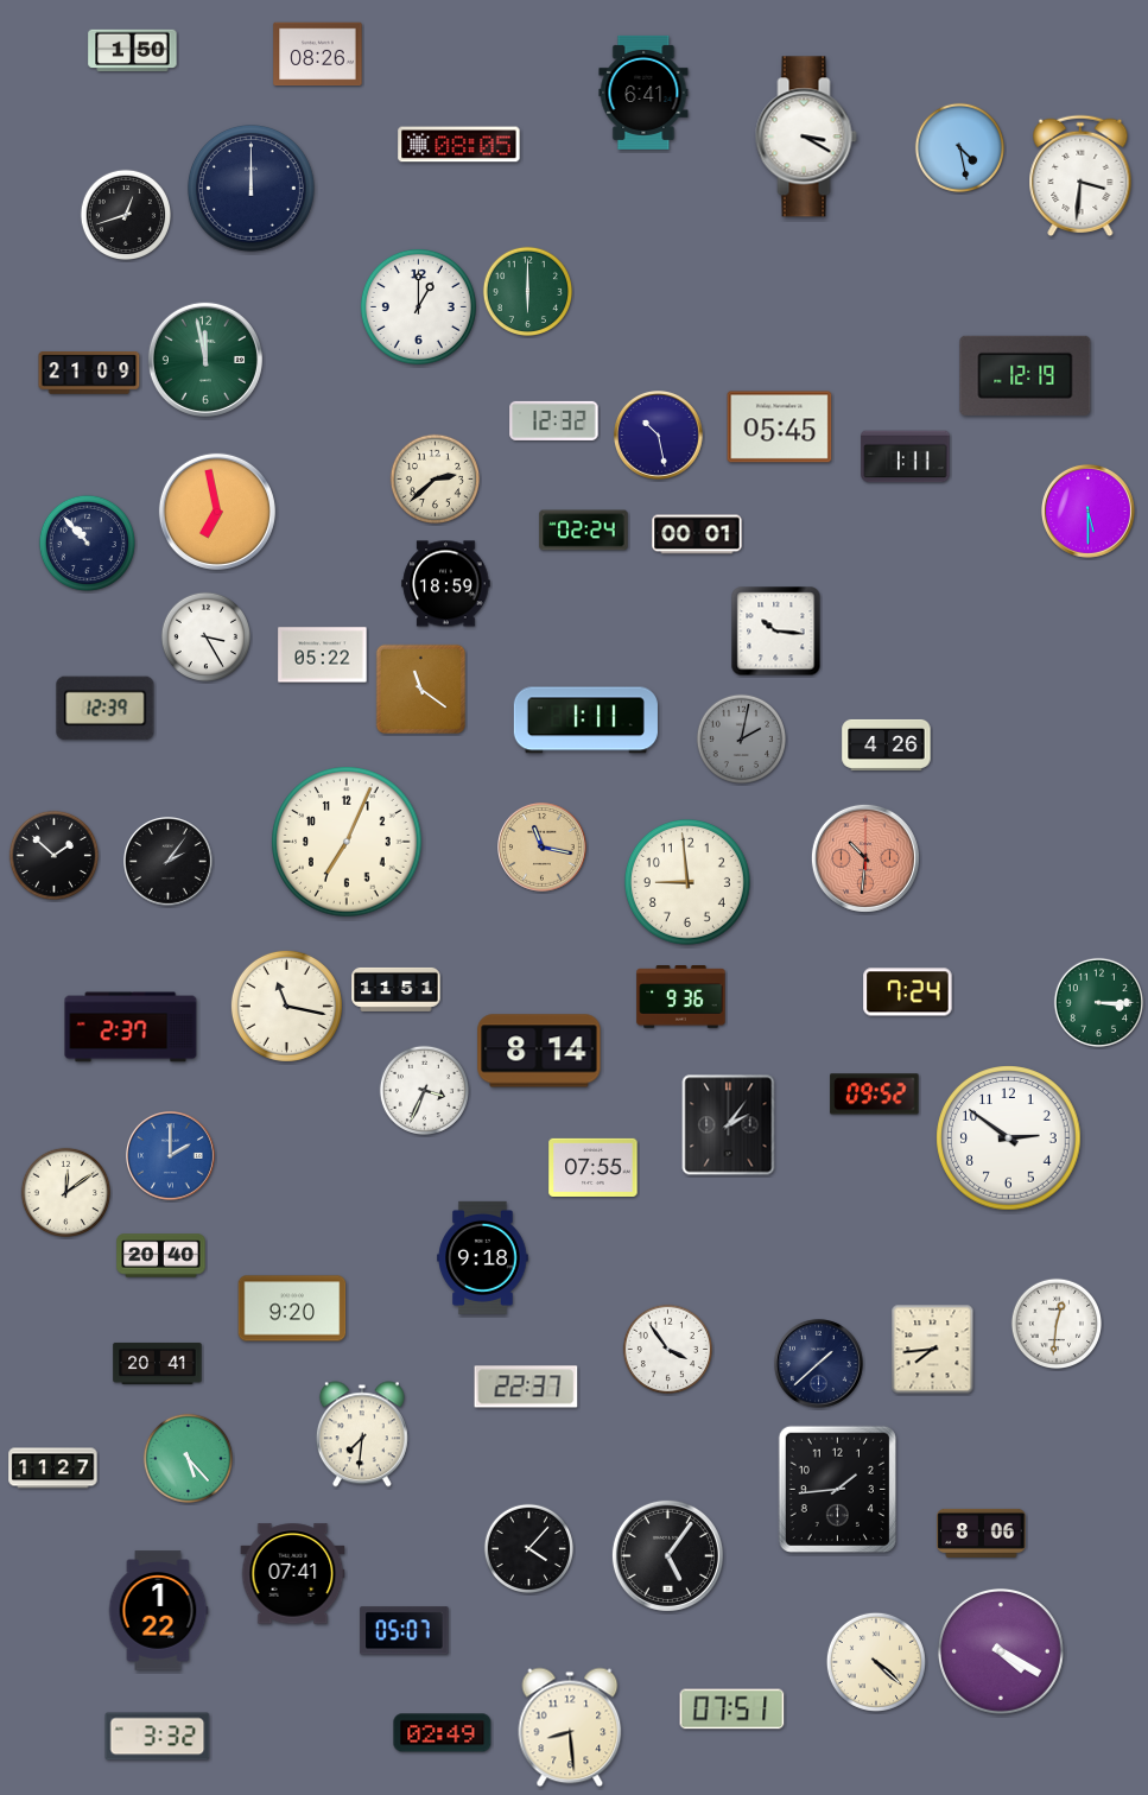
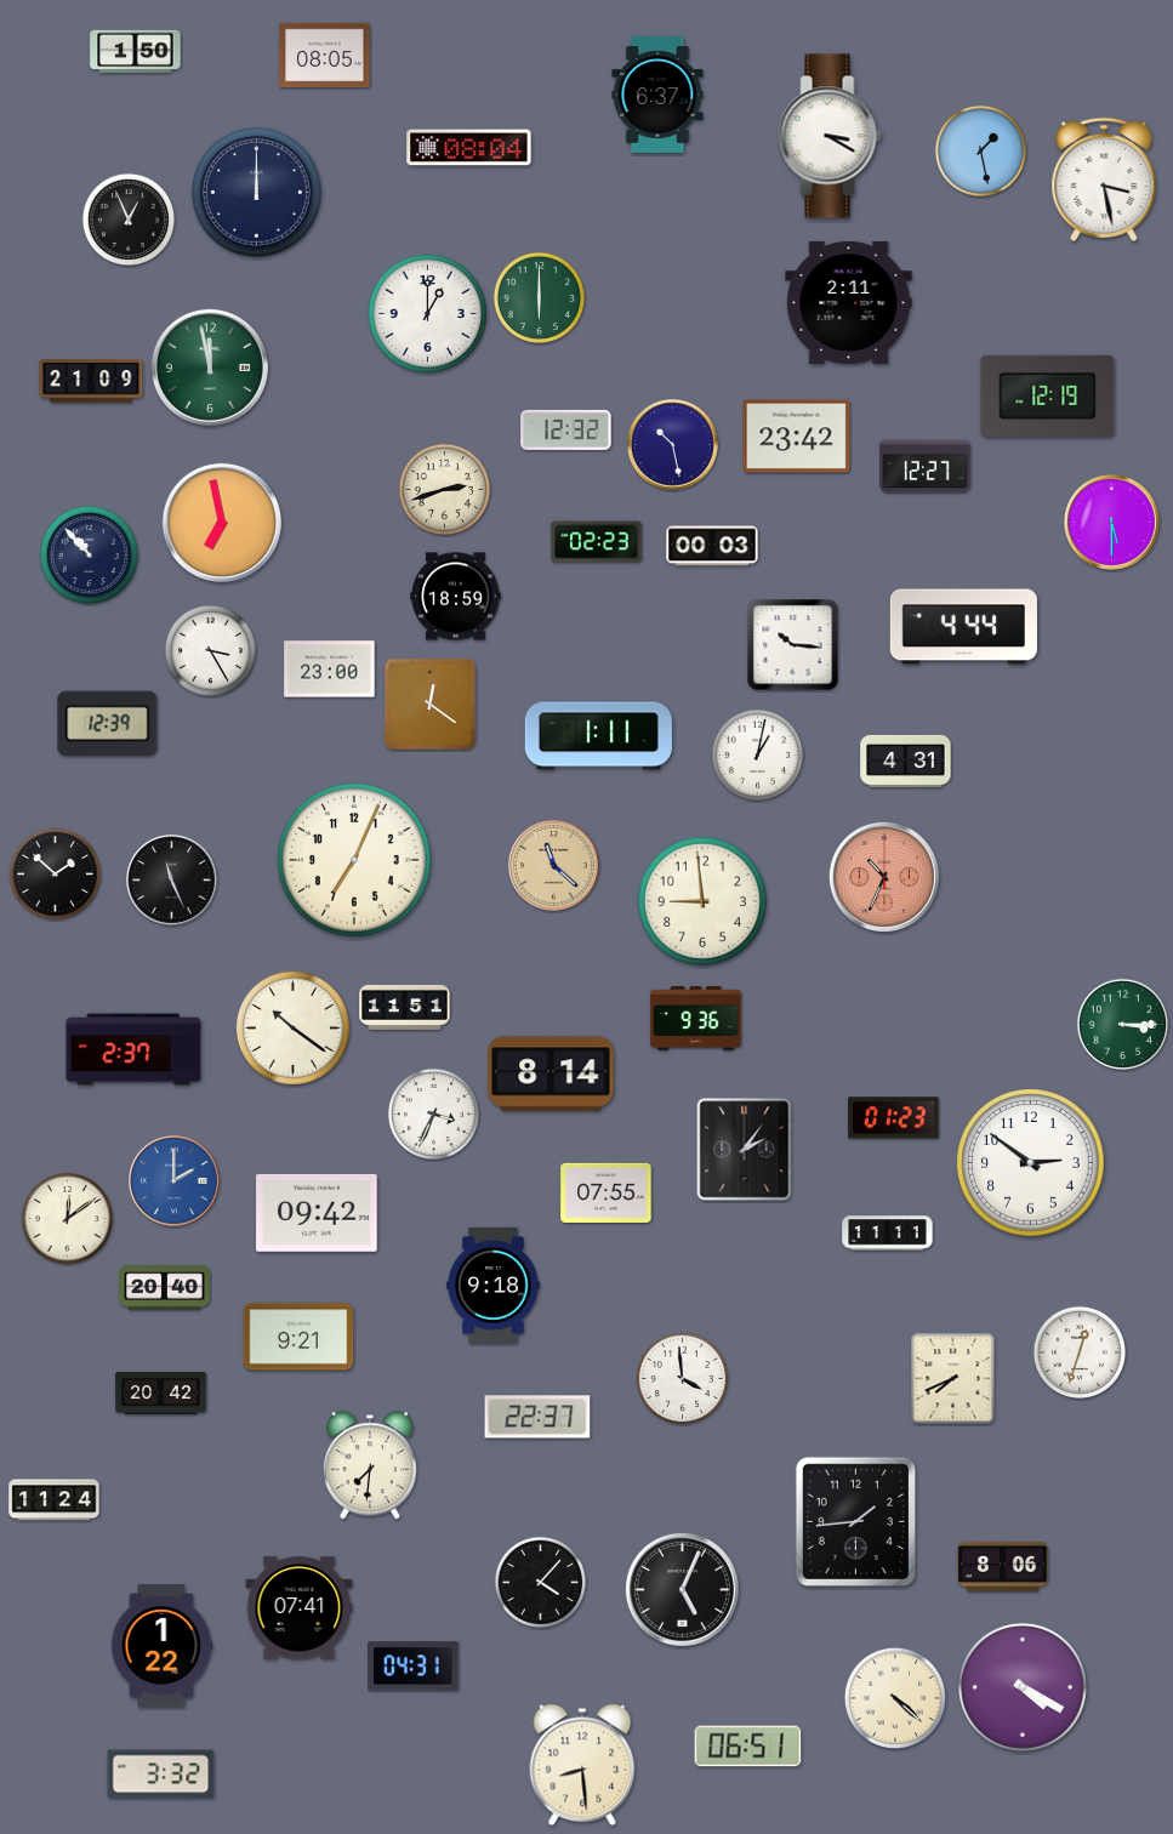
clock at (318, 55): 08:26 -> 08:05
clock at (643, 93): 6:41 -> 6:37
clock at (806, 137) position: (806, 137) -> (830, 136)
clock at (459, 145): 08:05 -> 08:04
clock at (959, 147): 4:28 -> 1:28
clock at (1080, 175): 3:31 -> 3:28
clock at (125, 214): 12:42 -> 12:56
clock at (849, 302): none -> 2:11
clock at (1026, 375) position: (1026, 375) -> (1048, 395)
clock at (780, 427): 05:45 -> 23:42
clock at (906, 457): 1:11 -> 12:27
clock at (435, 478): 2:38 -> 2:42
clock at (584, 531): 02:24 -> 02:23
clock at (697, 534): 00:01 -> 00:03
clock at (963, 627): none -> 4:44
clock at (323, 655): 05:22 -> 23:00
clock at (421, 690): 11:21 -> 12:21
clock at (741, 738): 2:02 -> 1:02
clock at (741, 738) dial: grey -> white
clock at (887, 744): 4:26 -> 4:31
clock at (543, 848): 11:17 -> 11:22
clock at (865, 858): 10:31 -> 10:34
clock at (169, 862): 2:06 -> 11:26
clock at (397, 989) position: (397, 989) -> (405, 1007)
clock at (908, 992): 7:24 -> none
clock at (286, 1006): 11:17 -> 10:21
clock at (875, 1095): 09:52 -> 01:23
clock at (317, 1213): none -> 09:42
clock at (888, 1234): none -> 11:11
clock at (161, 1256) position: (161, 1256) -> (165, 1288)
clock at (292, 1308): 9:20 -> 9:21
clock at (1055, 1323): 12:31 -> 12:33
clock at (667, 1349): 3:54 -> 3:59
clock at (933, 1350): 7:44 -> 7:41
clock at (158, 1363): 20:41 -> 20:42
clock at (819, 1364): 1:38 -> none
clock at (188, 1458): 5:23 -> none
clock at (53, 1469): 11:27 -> 11:24
clock at (667, 1555): 5:06 -> 5:04
clock at (405, 1631): 05:07 -> 04:31
clock at (732, 1710): 07:51 -> 06:51
clock at (443, 1733): 02:49 -> none
